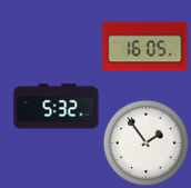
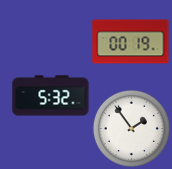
clock at (145, 47): 16:05 -> 00:19
